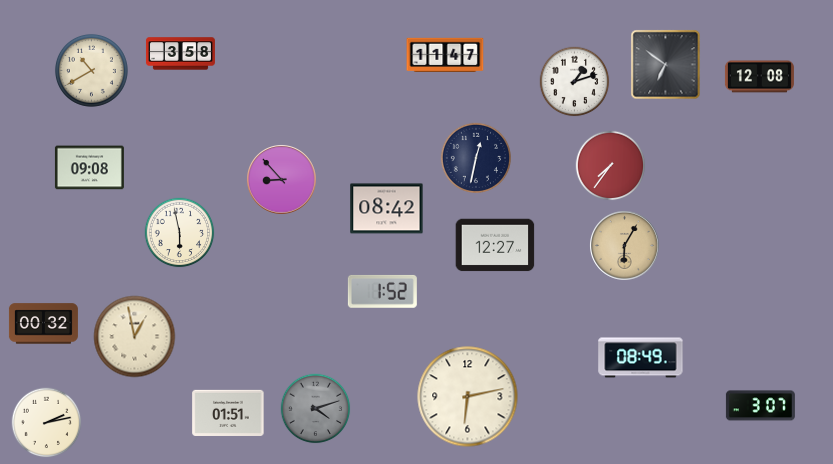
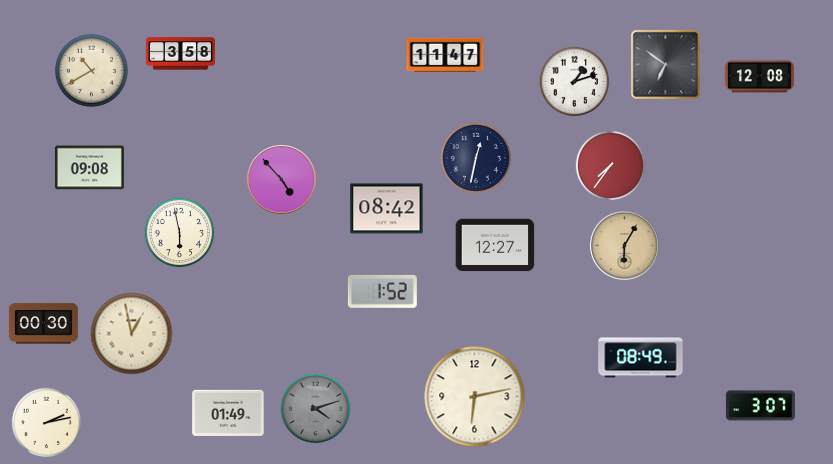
clock at (282, 180): 8:53 -> 4:53
clock at (43, 324): 00:32 -> 00:30
clock at (135, 337) position: (135, 337) -> (132, 334)
clock at (468, 397) position: (468, 397) -> (475, 397)
clock at (228, 413): 01:51 -> 01:49
